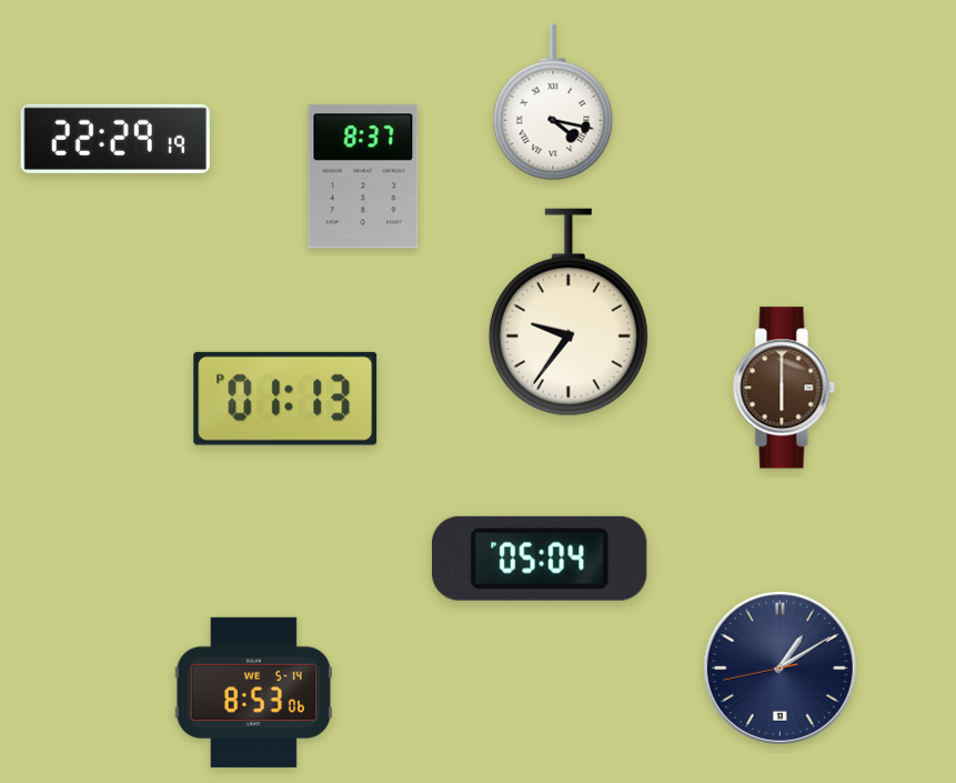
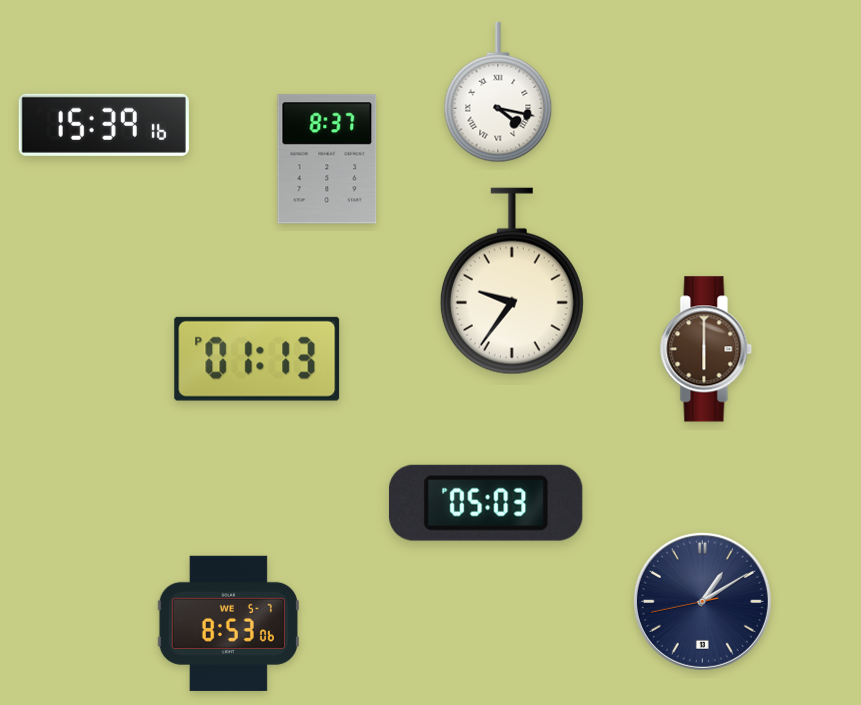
clock at (115, 139): 22:29 -> 15:39
clock at (540, 559): 05:04 -> 05:03
clock at (253, 692) date: WE 5-14 -> WE 5-7
